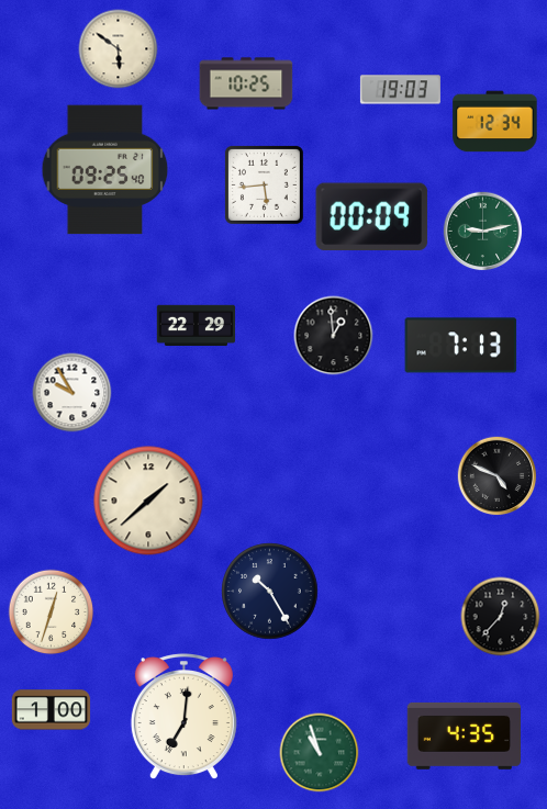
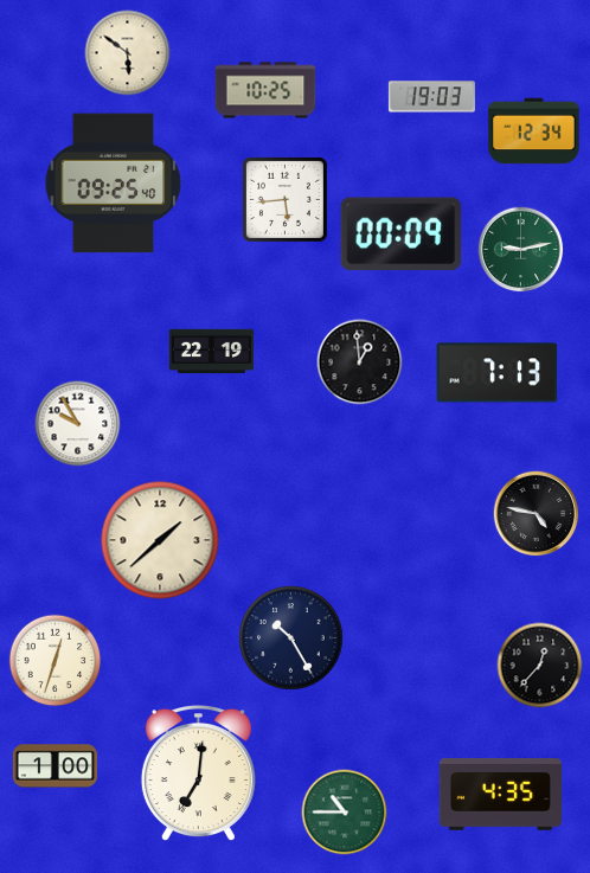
clock at (197, 326): 22:29 -> 22:19
clock at (498, 476): 4:49 -> 4:47
clock at (320, 753): 10:57 -> 10:45
